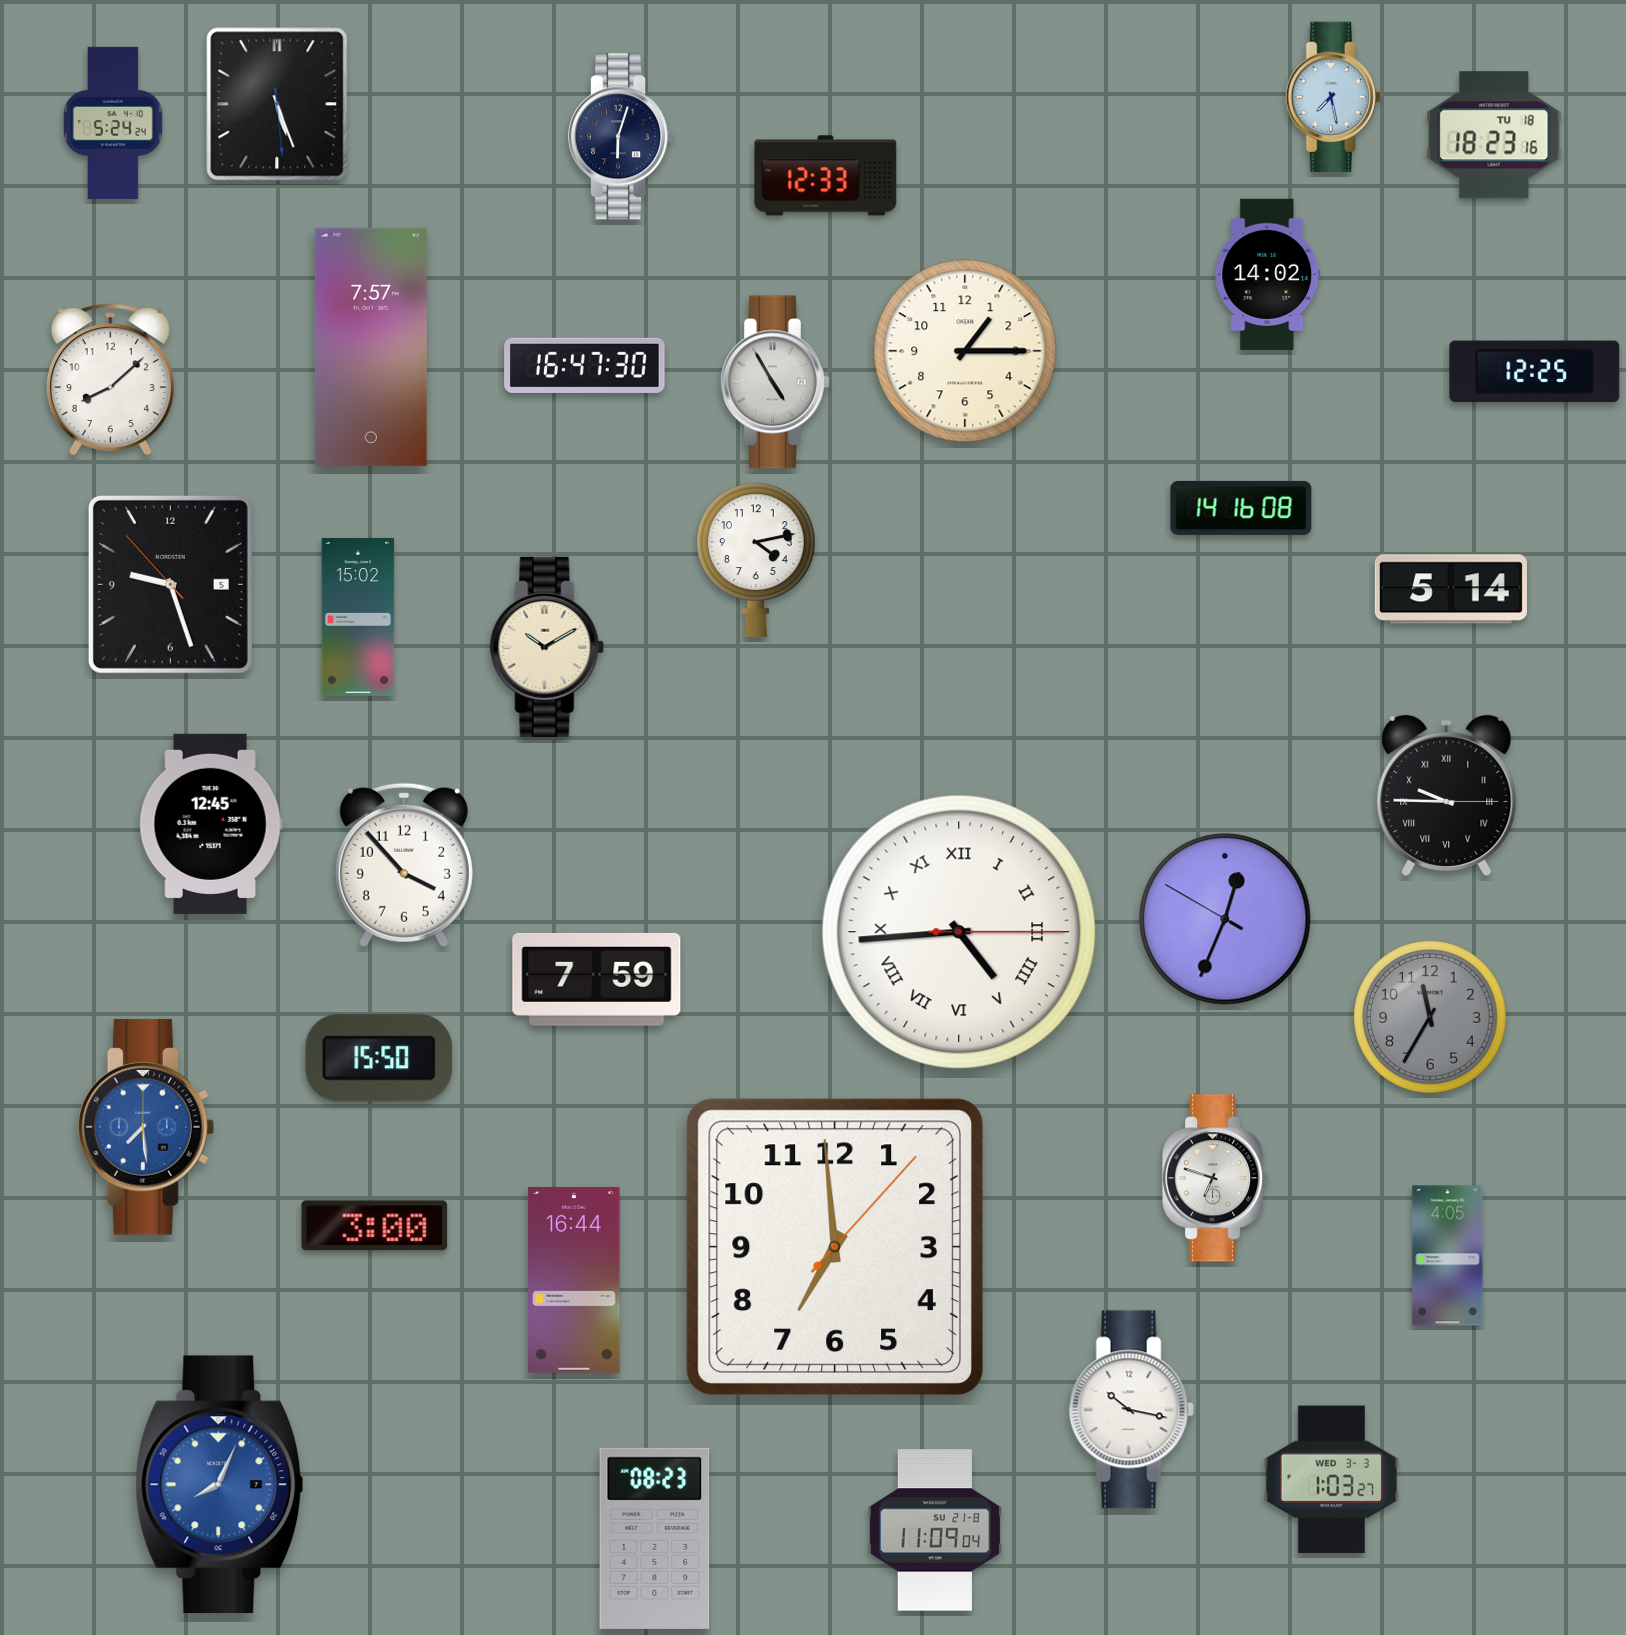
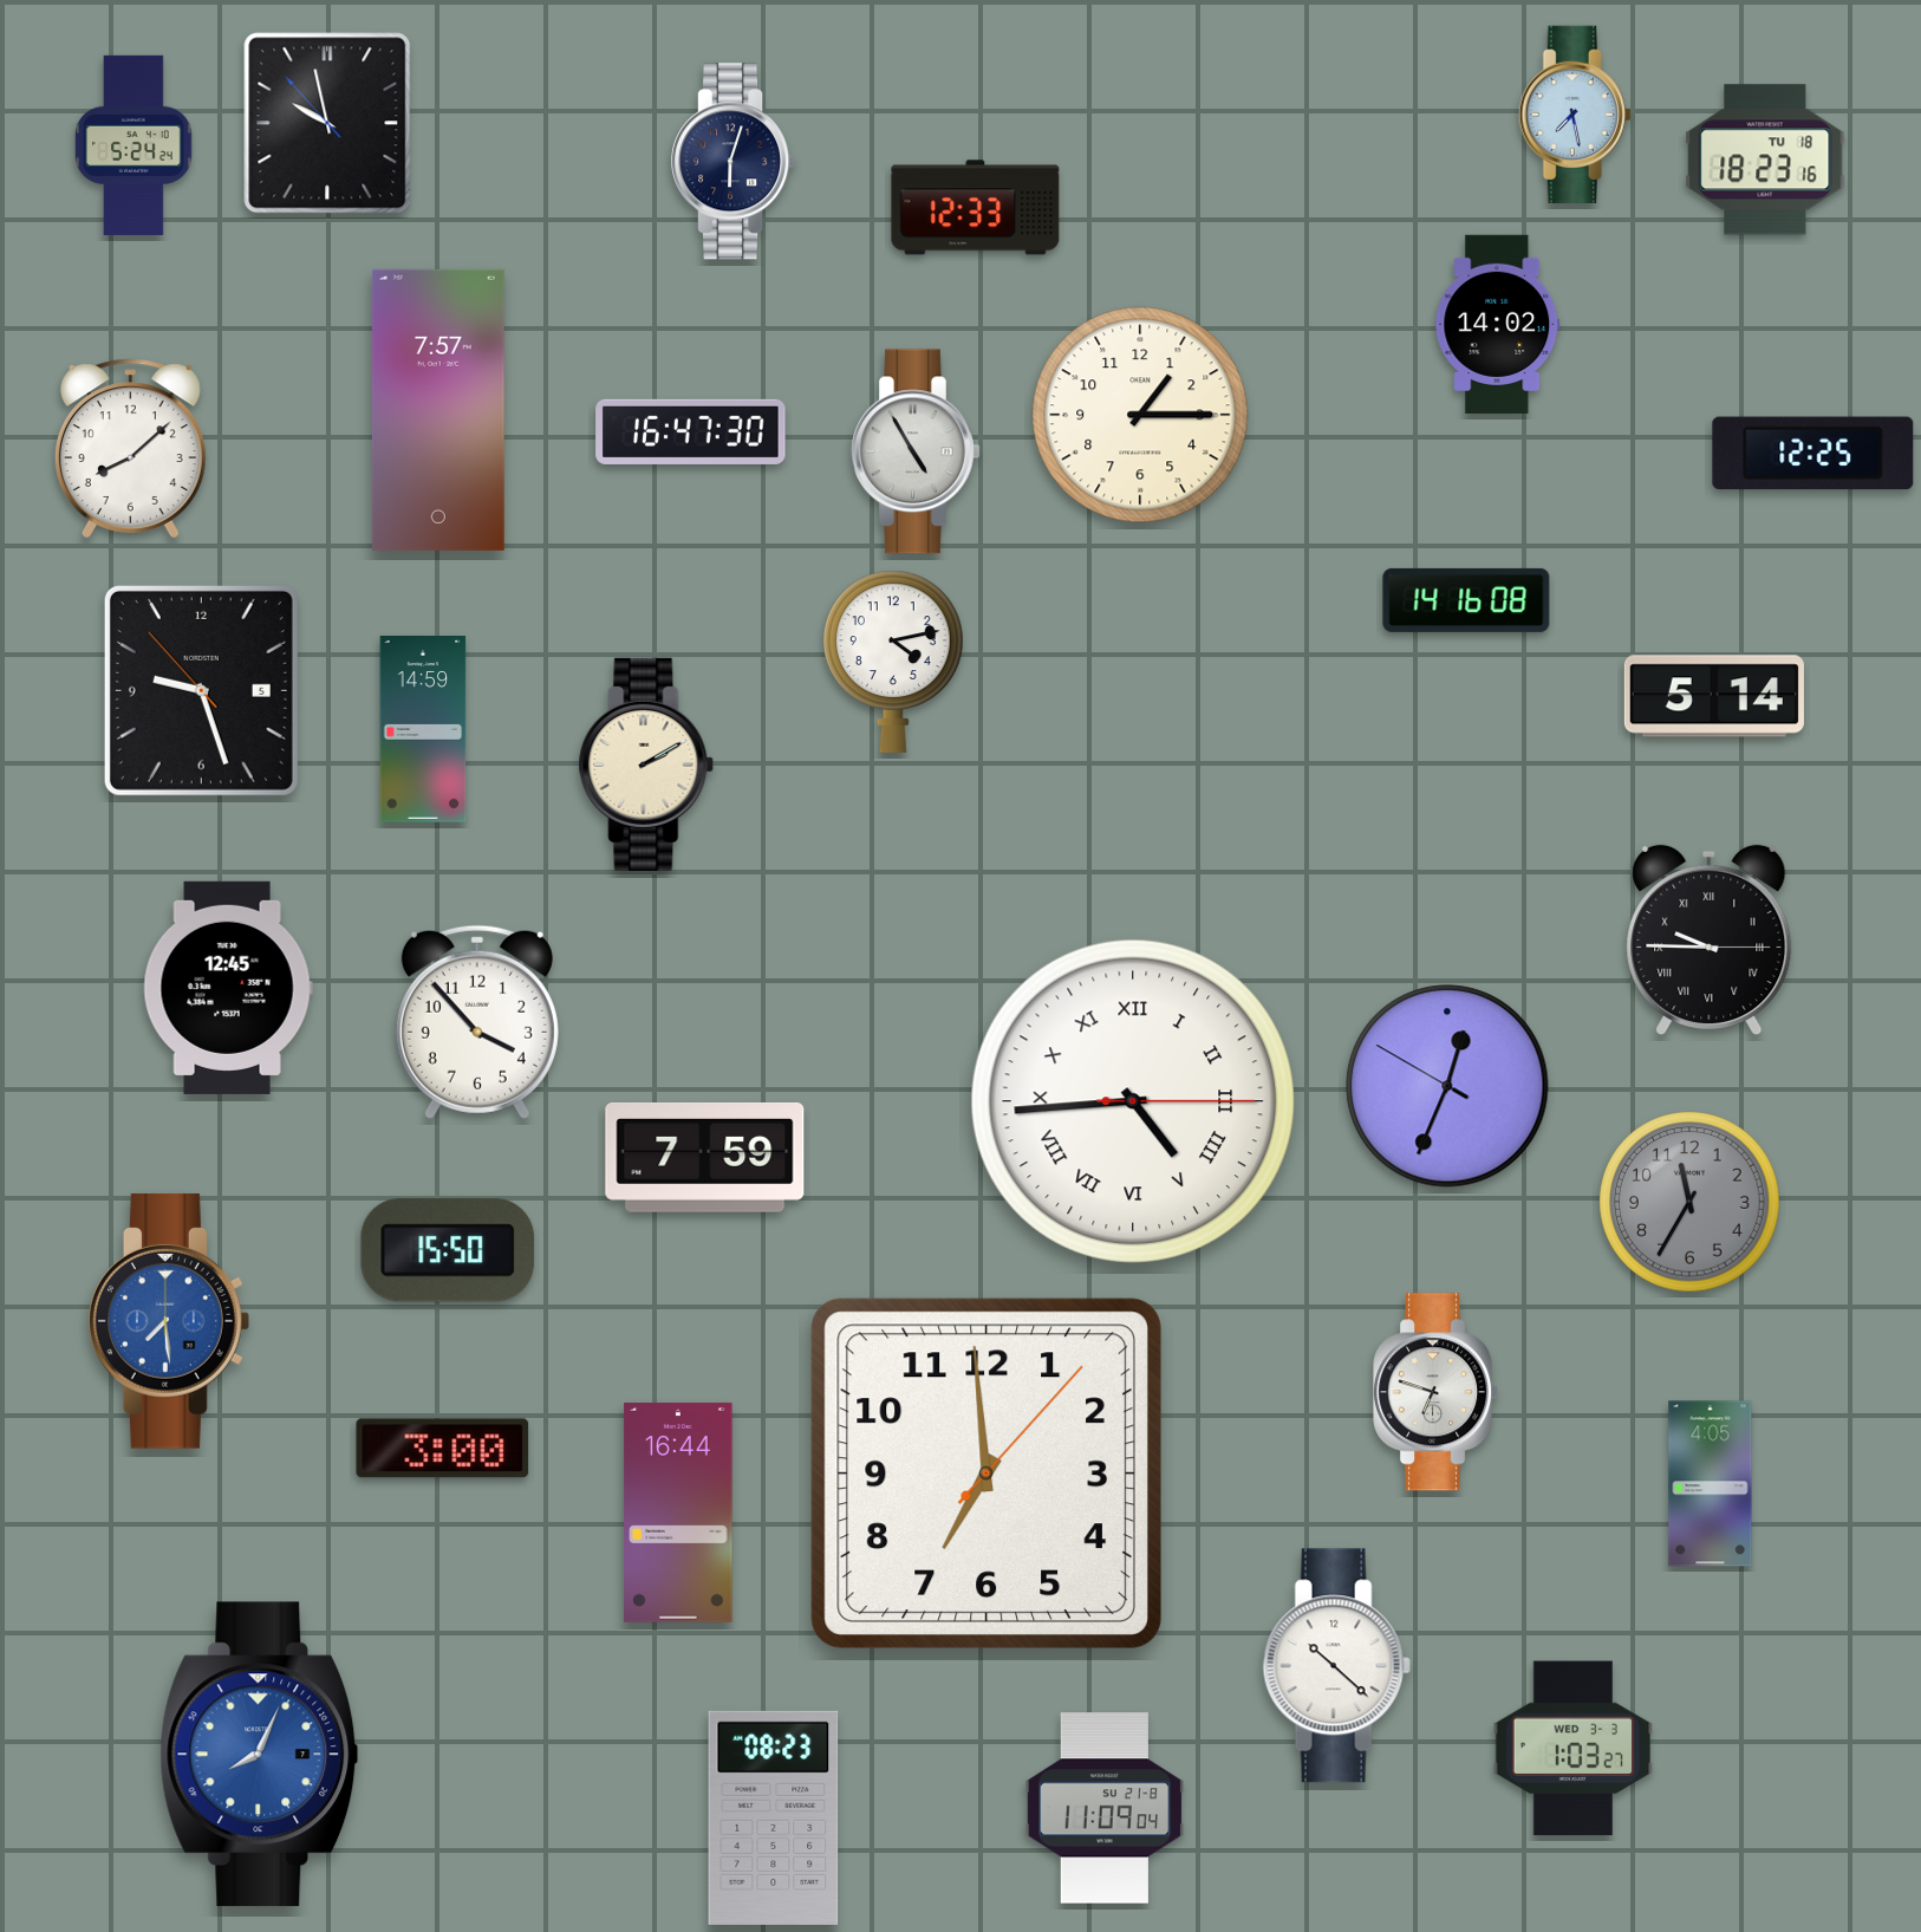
clock at (277, 104): 5:26 -> 9:57
clock at (1535, 372) position: (1535, 372) -> (1813, 454)
clock at (358, 618): 15:02 -> 14:59
clock at (547, 647): 10:10 -> 2:10
clock at (211, 824) position: (211, 824) -> (228, 988)
clock at (146, 1127) position: (146, 1127) -> (169, 1321)
clock at (1131, 1410): 10:17 -> 10:22
